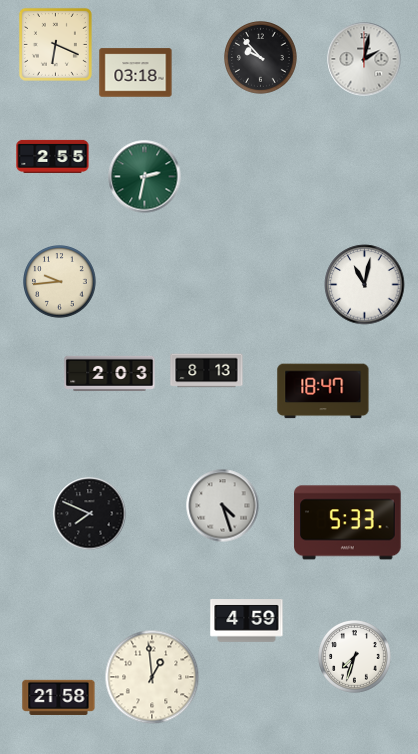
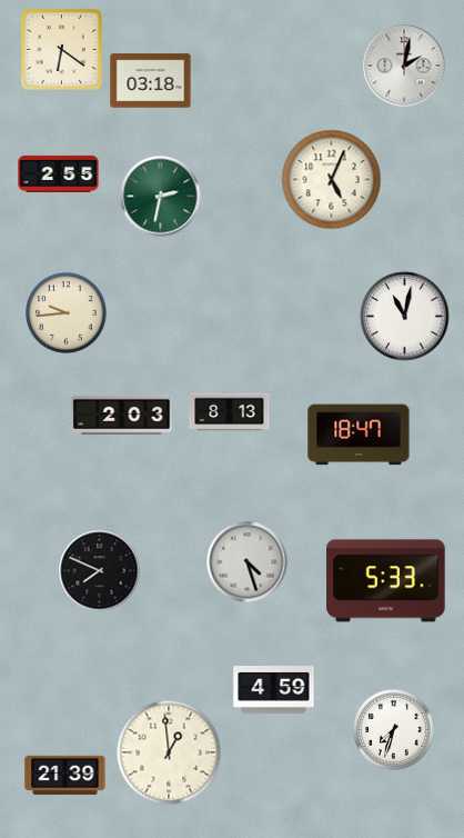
clock at (55, 44): 6:19 -> 6:21
clock at (261, 58): 9:53 -> none
clock at (332, 180): none -> 5:04
clock at (59, 697): 21:58 -> 21:39
